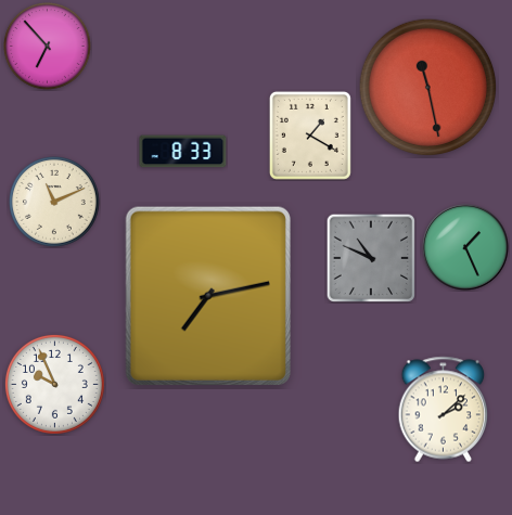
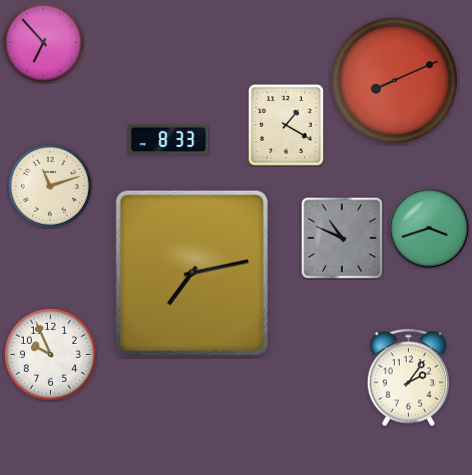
clock at (427, 87): 11:28 -> 8:11
clock at (55, 203): 11:11 -> 11:12
clock at (465, 247): 1:26 -> 3:42
clock at (444, 410): 2:08 -> 2:06
